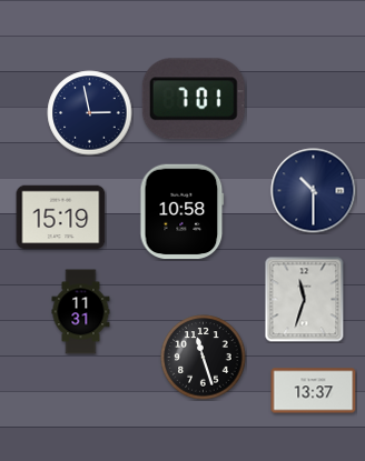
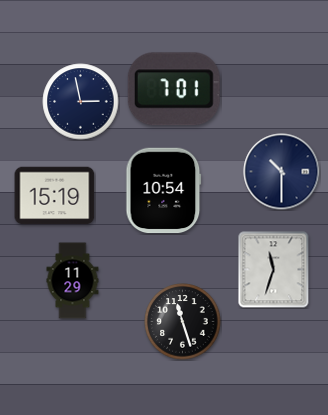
clock at (182, 212): 10:58 -> 10:54
clock at (81, 312): 11:31 -> 11:29
clock at (314, 391): 13:37 -> none
